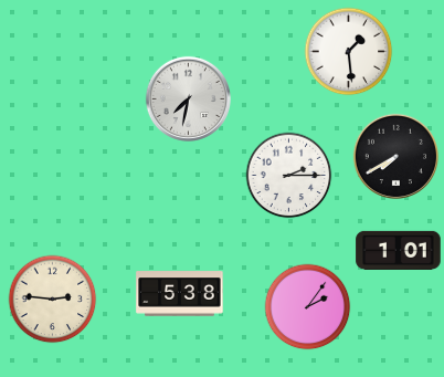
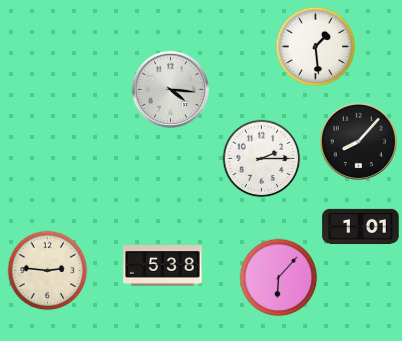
clock at (188, 98): 7:32 -> 4:16
clock at (395, 156): 7:40 -> 8:07
clock at (307, 306): 2:06 -> 6:07
